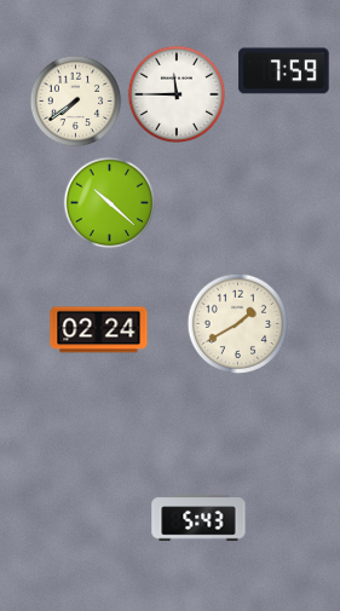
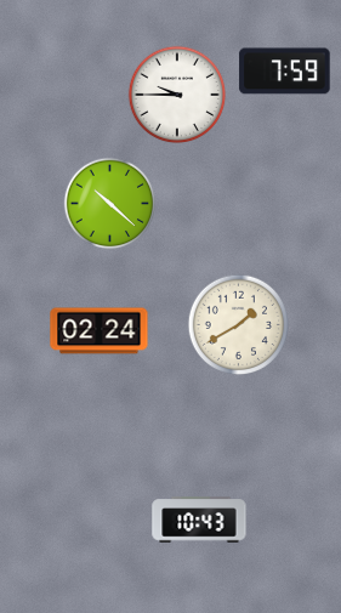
clock at (177, 94): 11:45 -> 9:45
clock at (76, 102): 7:39 -> none
clock at (198, 518): 5:43 -> 10:43
